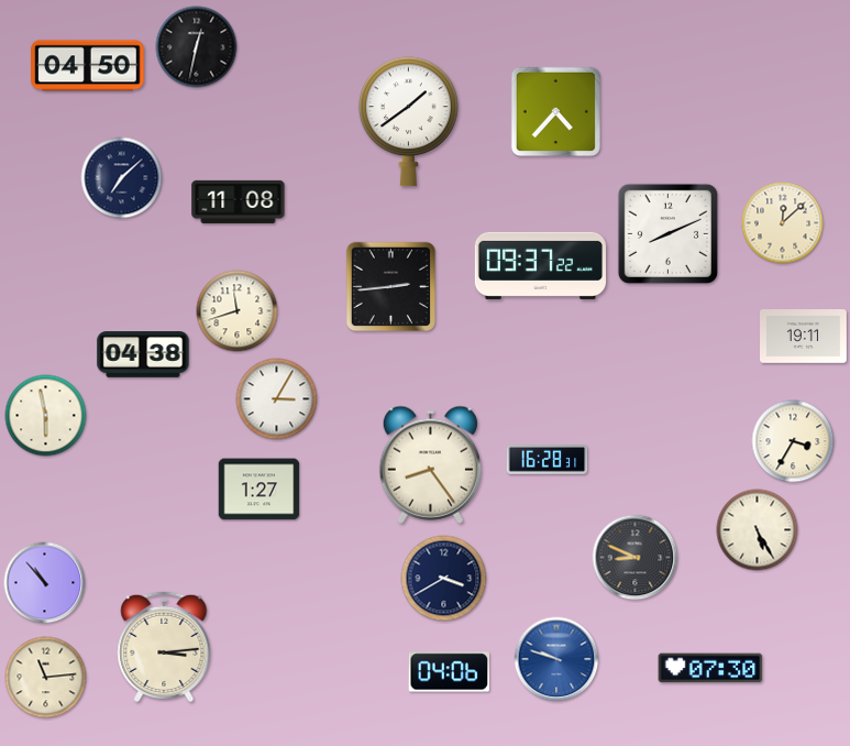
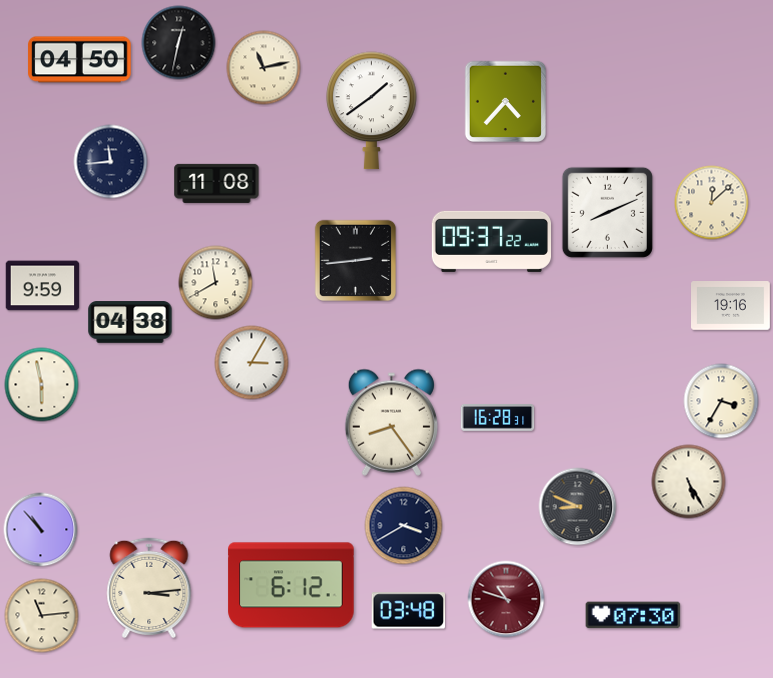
clock at (264, 68): none -> 11:13
clock at (122, 178): 7:08 -> 11:44
clock at (238, 311): 11:42 -> 11:40
clock at (43, 286): none -> 9:59
clock at (804, 337): 19:11 -> 19:16
clock at (46, 416) position: (46, 416) -> (42, 385)
clock at (260, 490): 1:27 -> none
clock at (291, 585): none -> 6:12
clock at (556, 659): 9:48 -> 10:48
clock at (556, 659) dial: blue -> burgundy
clock at (710, 668) position: (710, 668) -> (633, 615)
clock at (450, 672): 04:06 -> 03:48
